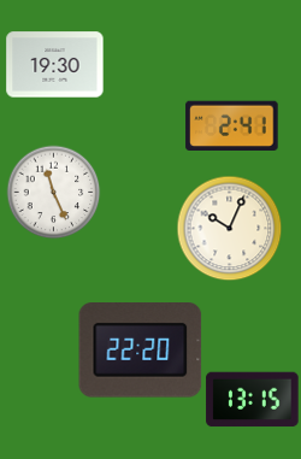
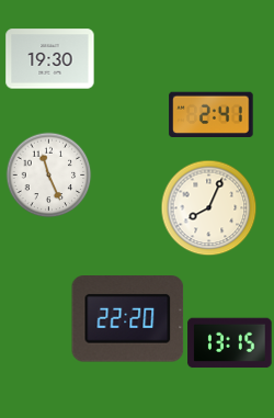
clock at (229, 228): 10:04 -> 8:04
clock at (253, 400) position: (253, 400) -> (230, 343)
